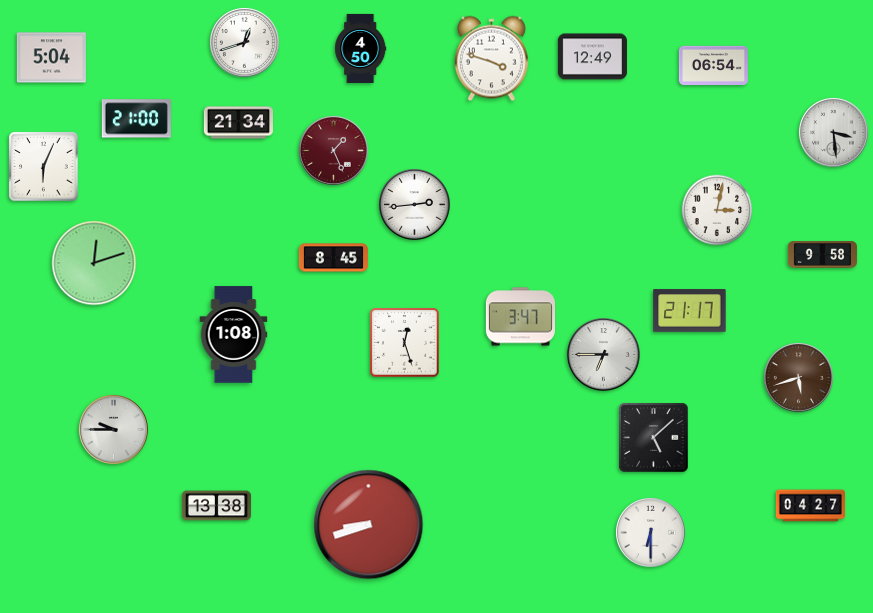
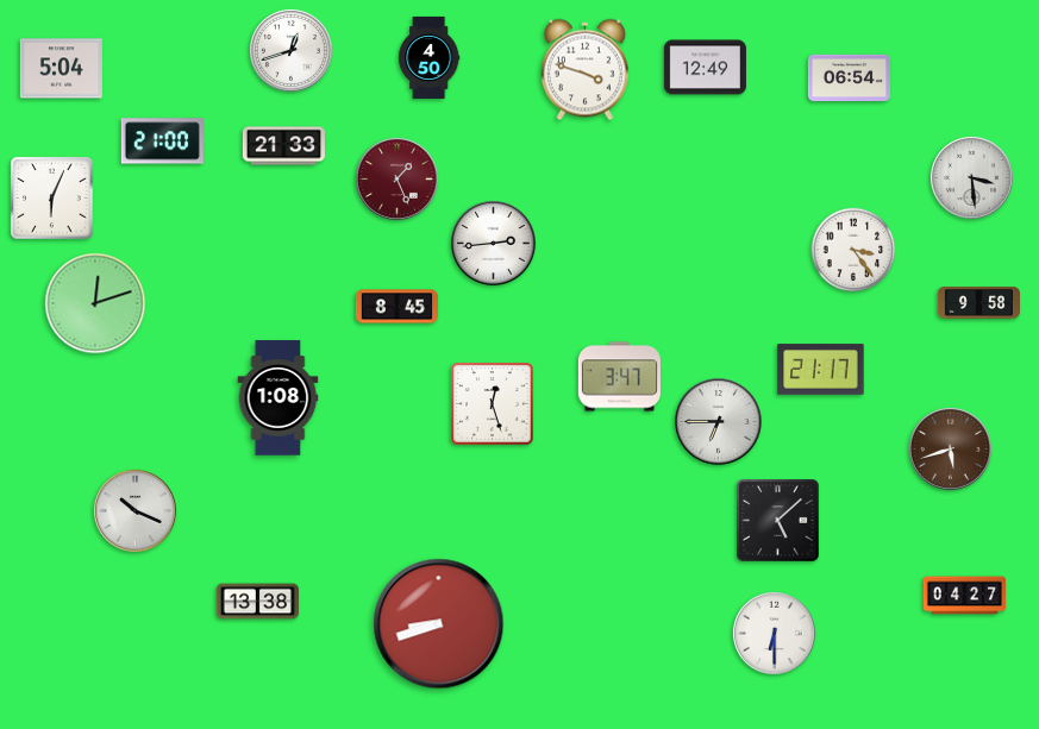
clock at (238, 123): 21:34 -> 21:33
clock at (833, 132) position: (833, 132) -> (971, 177)
clock at (717, 210): 3:02 -> 3:24
clock at (94, 263) position: (94, 263) -> (95, 303)
clock at (405, 343) position: (405, 343) -> (493, 404)
clock at (113, 429): 9:45 -> 10:19
clock at (810, 506) position: (810, 506) -> (964, 596)
